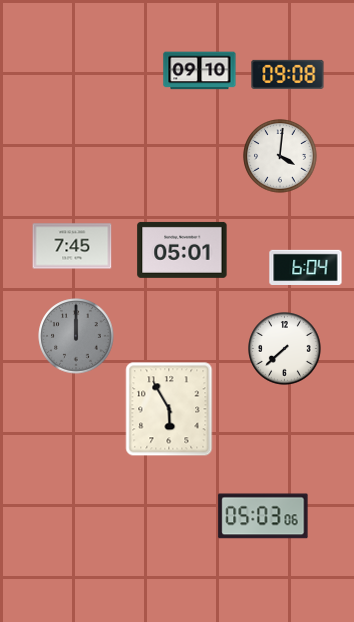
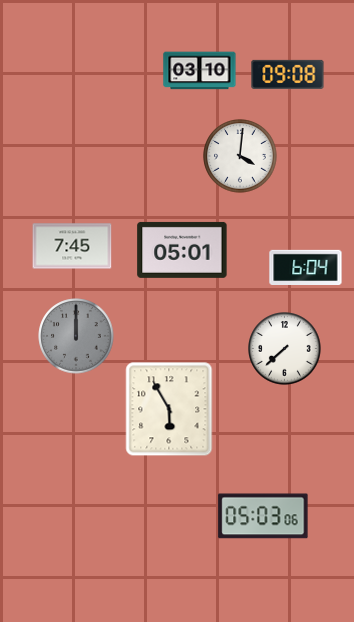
clock at (200, 71): 09:10 -> 03:10
clock at (280, 156) position: (280, 156) -> (240, 156)
